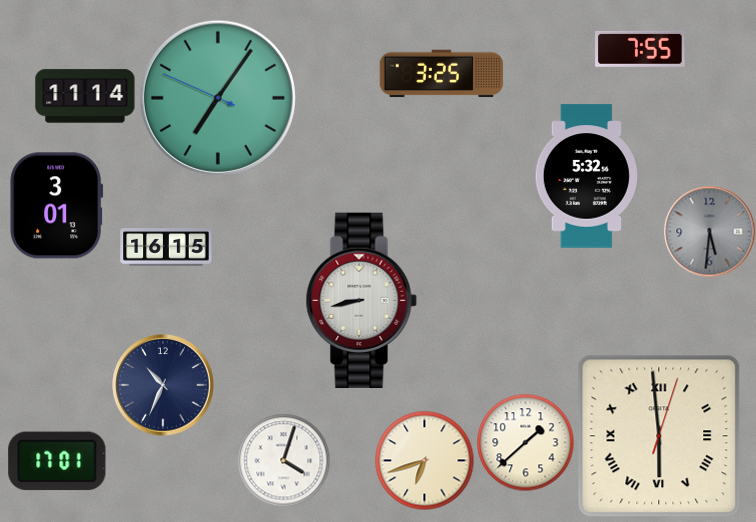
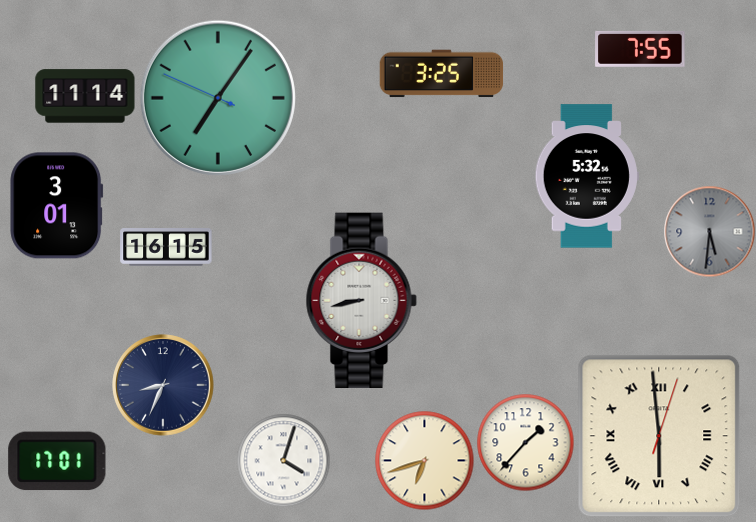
clock at (163, 385): 10:34 -> 8:34
clock at (525, 442): 1:38 -> 1:37
